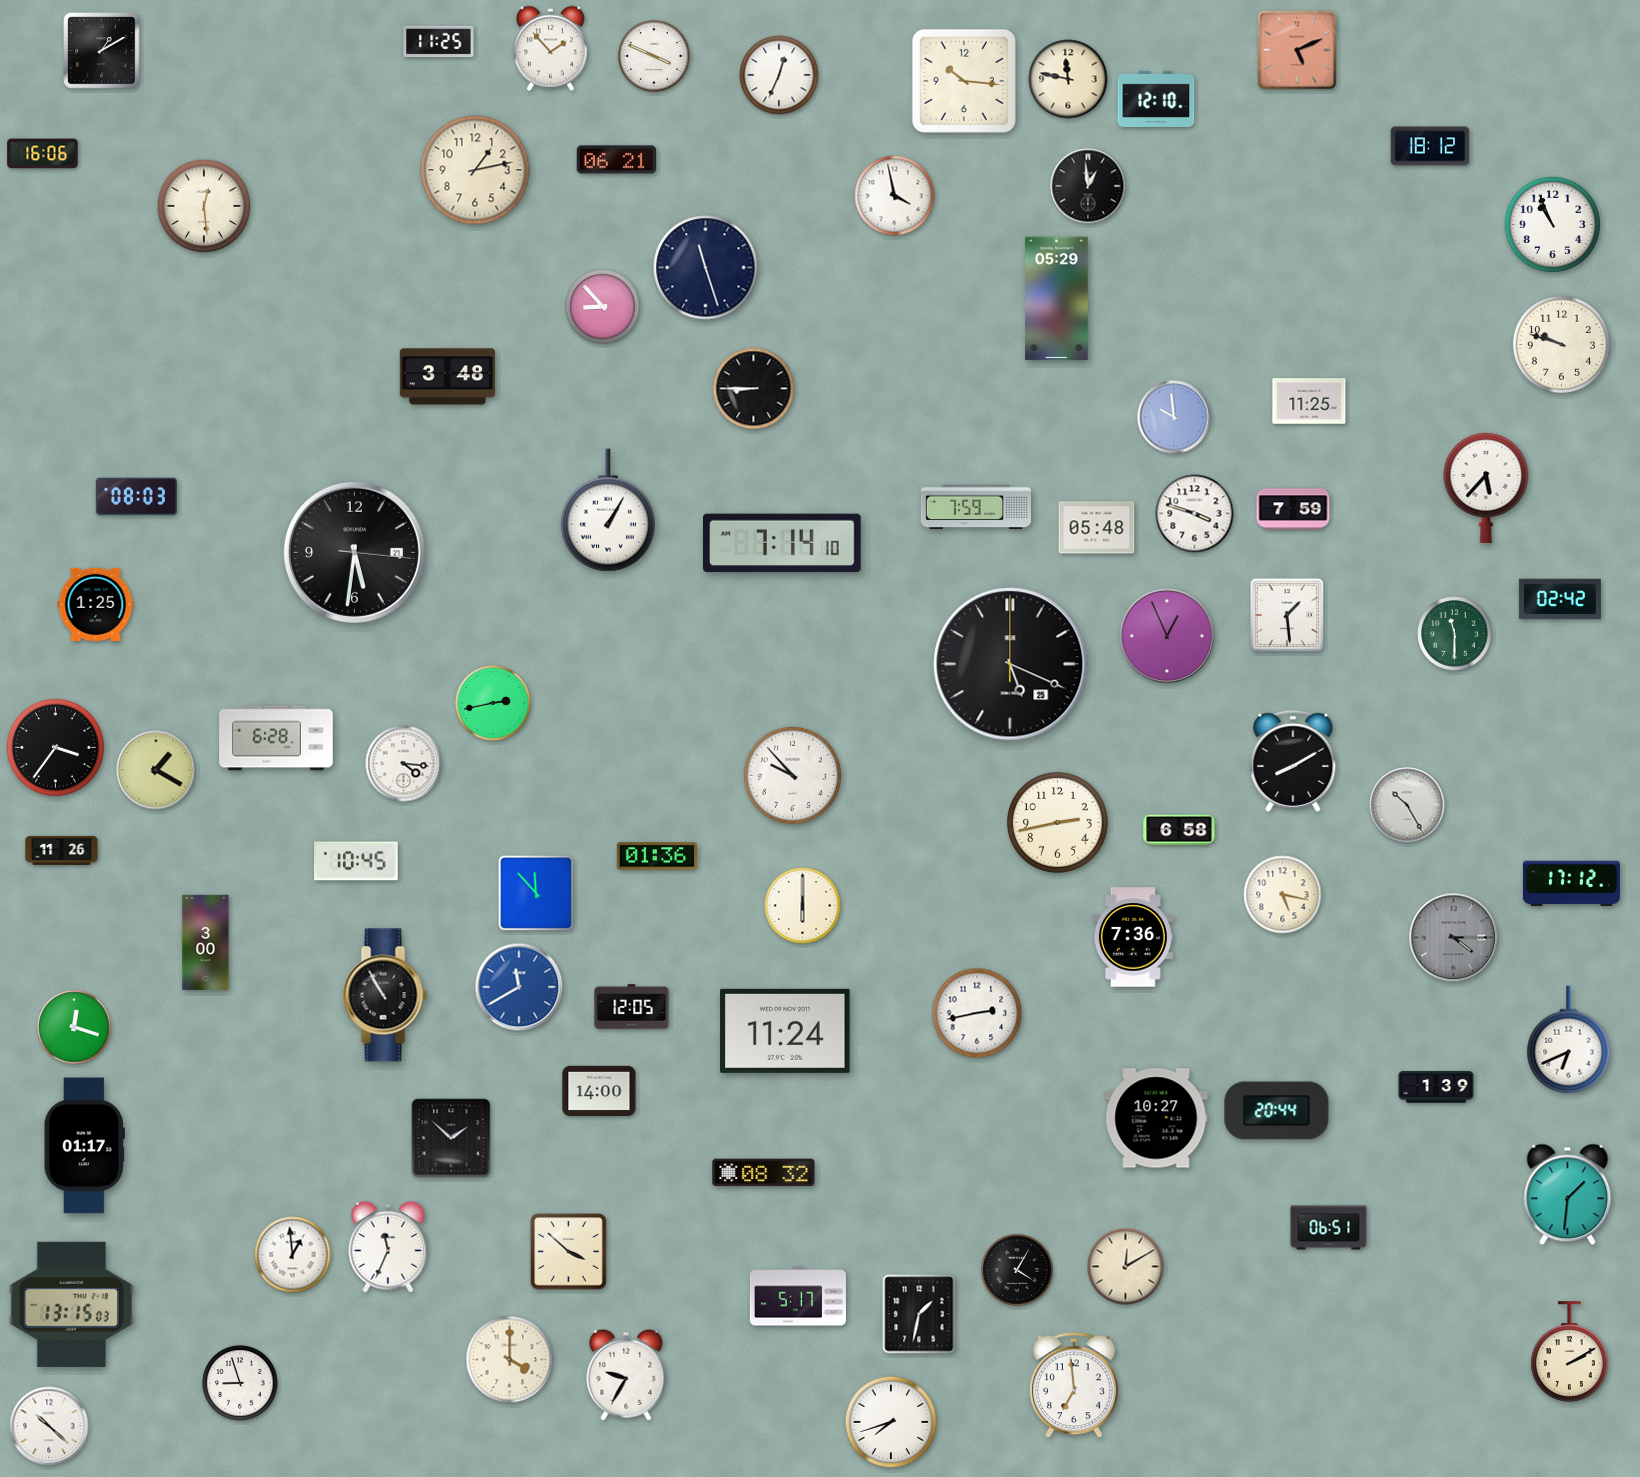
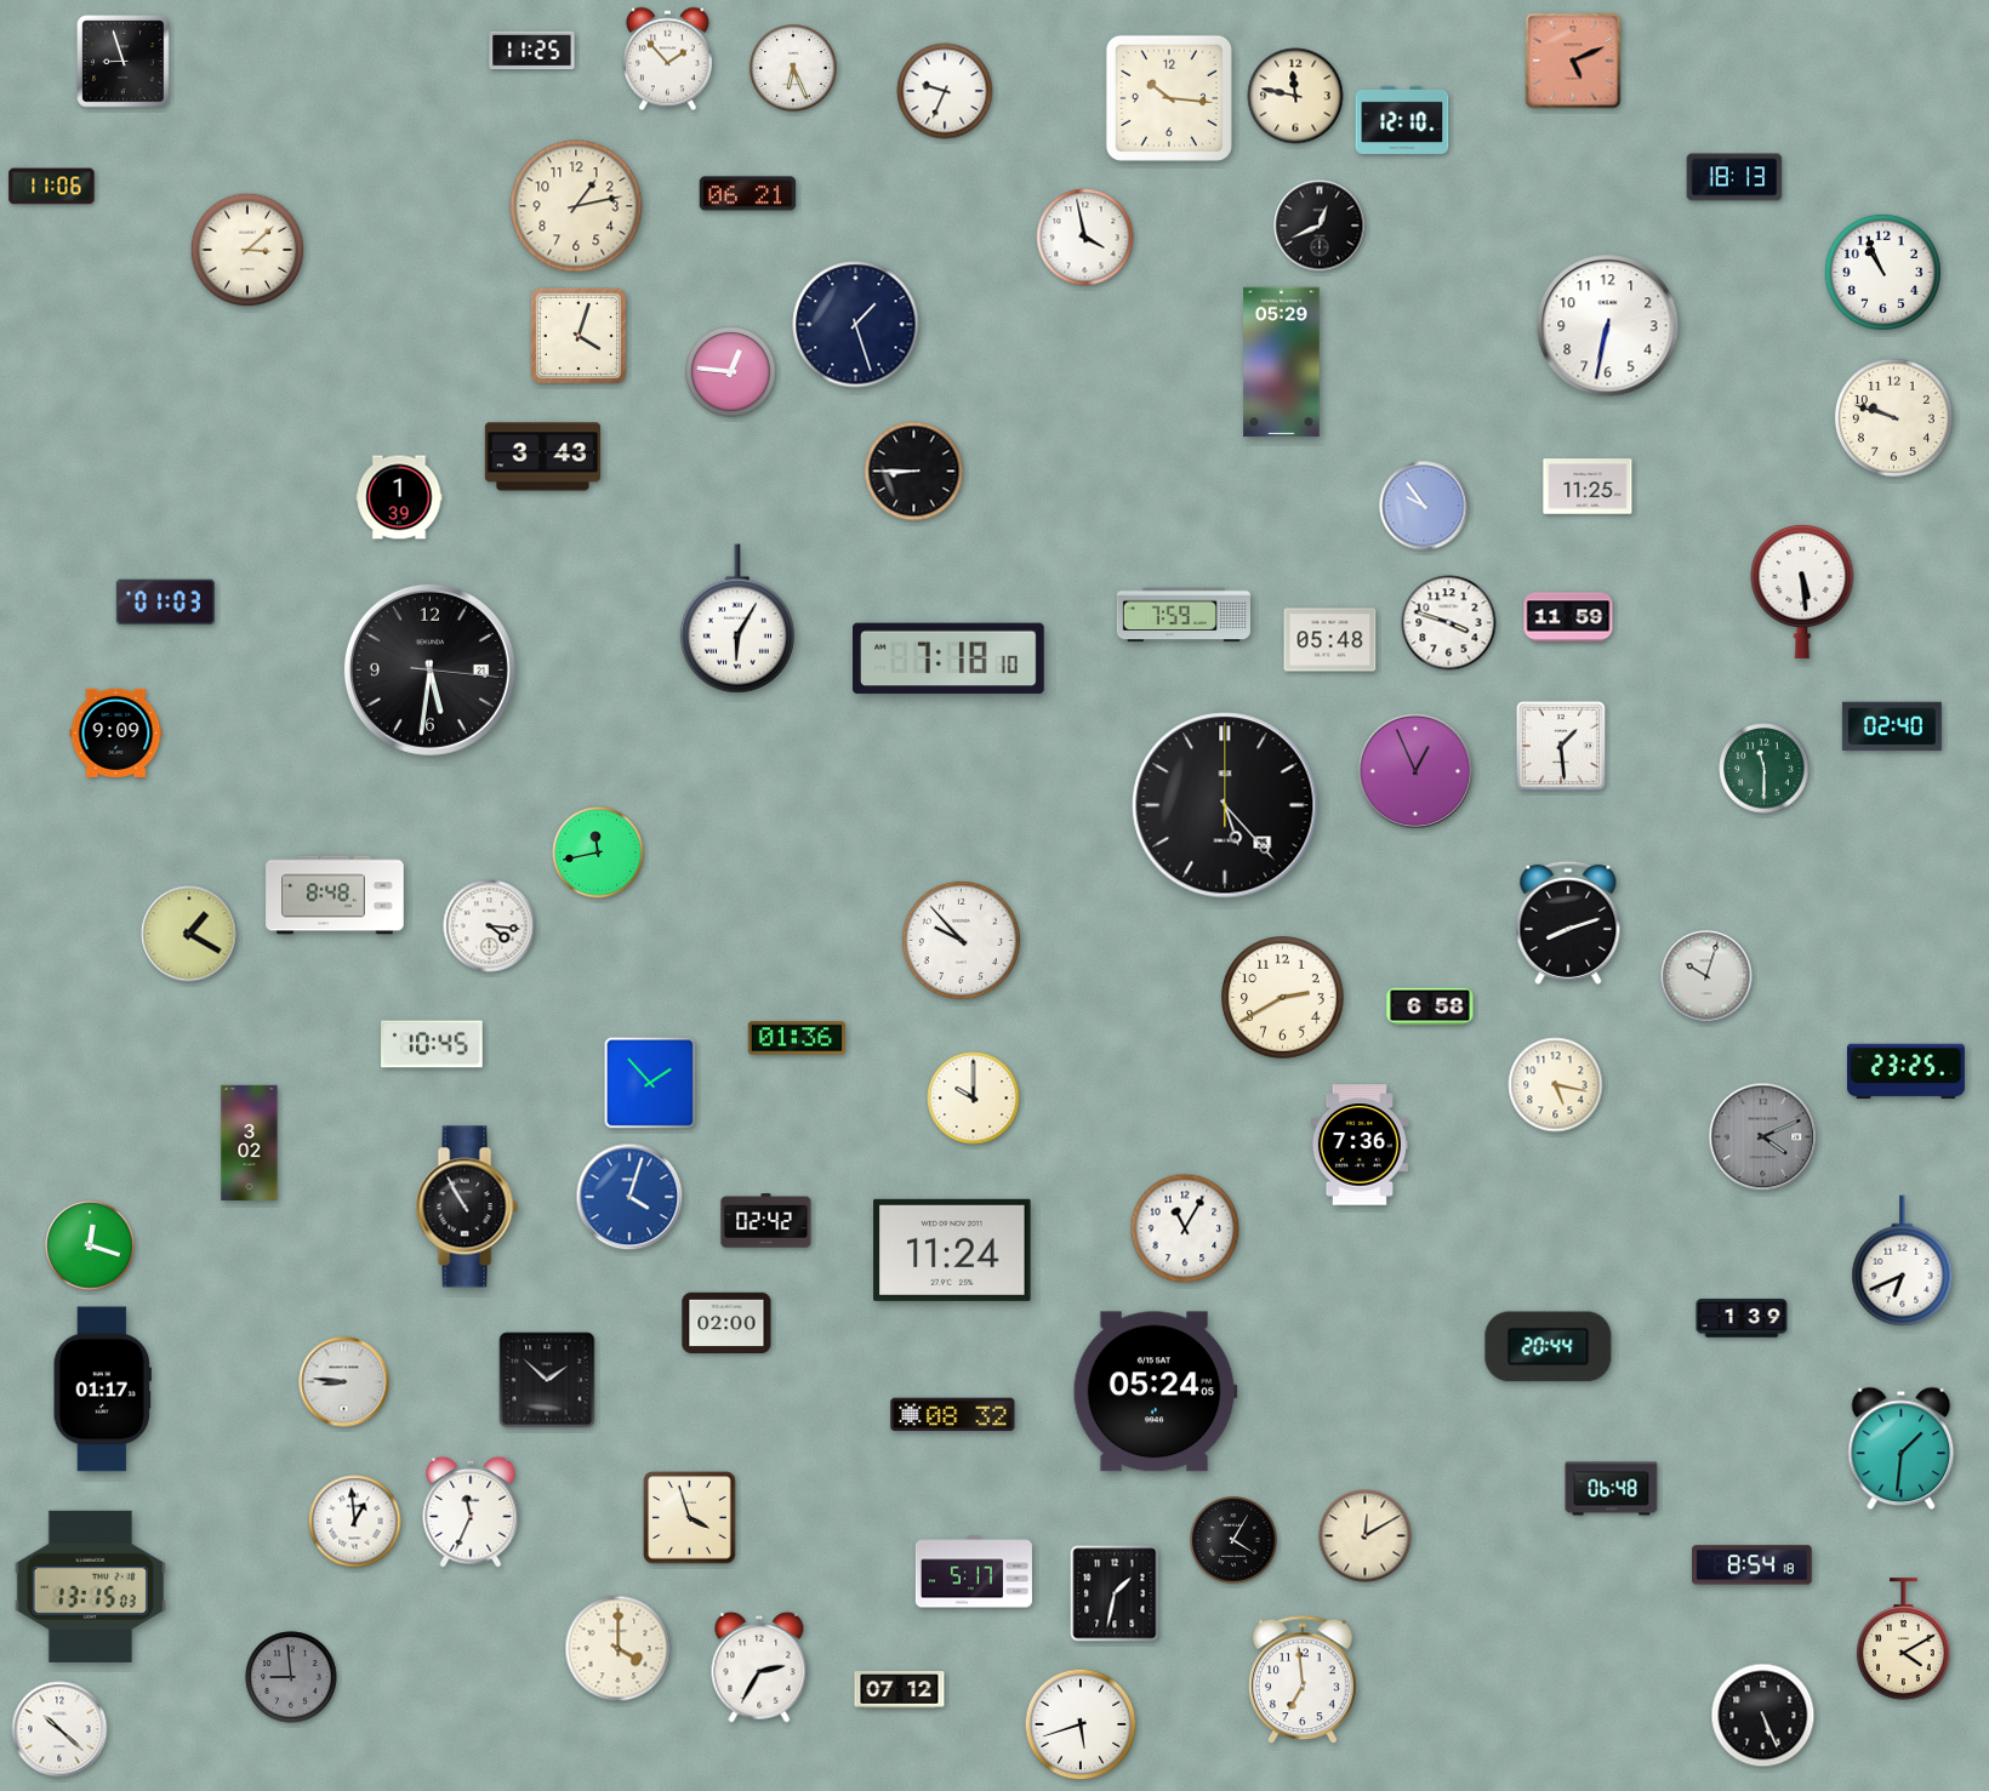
clock at (102, 51): 1:10 -> 8:57
clock at (654, 56): 3:49 -> 6:26
clock at (779, 75): 12:34 -> 9:34
clock at (1430, 146): 18:12 -> 18:13
clock at (43, 154): 16:06 -> 11:06
clock at (1088, 186): 12:59 -> 12:41
clock at (204, 206): 12:29 -> 3:08
clock at (706, 268): 11:27 -> 1:27
clock at (1608, 326): none -> 6:32
clock at (579, 336): none -> 4:03
clock at (603, 307): 8:53 -> 12:46
clock at (447, 377): 3:48 -> 3:43
clock at (399, 497): none -> 1:39
clock at (1174, 417): 9:59 -> 9:54
clock at (1486, 487): 5:37 -> 5:29
clock at (136, 497): 08:03 -> 01:03
clock at (1293, 509): 7:59 -> 11:59
clock at (608, 510): 1:05 -> 6:05
clock at (783, 543): 7:14 -> 7:18
clock at (1560, 599): 02:42 -> 02:40
clock at (96, 604): 1:25 -> 9:09
clock at (1010, 664): 5:19 -> 5:23
clock at (493, 703): 2:43 -> 11:43
clock at (276, 738): 6:28 -> 8:48
clock at (55, 747): 3:36 -> none
clock at (1293, 761): 8:10 -> 8:12
clock at (1407, 805): 10:25 -> 10:03
clock at (1058, 823): 2:43 -> 2:40
clock at (62, 850): 11:26 -> none
clock at (1571, 884): 17:12 -> 23:25
clock at (536, 893): 11:53 -> 1:53
clock at (803, 906): 6:00 -> 10:00
clock at (1133, 937) position: (1133, 937) -> (1360, 1145)
clock at (1454, 938): 4:15 -> 4:11
clock at (206, 942): 3:00 -> 3:02
clock at (519, 987): 11:40 -> 4:03
clock at (632, 1007): 12:05 -> 02:42
clock at (977, 1013): 2:43 -> 11:05
clock at (599, 1091): 14:00 -> 02:00
clock at (1156, 1118): 10:27 -> none
clock at (344, 1382): none -> 8:46
clock at (1155, 1392): none -> 05:24
clock at (764, 1173) position: (764, 1173) -> (953, 1415)
clock at (1329, 1228): 06:51 -> 06:48
clock at (569, 1252): 3:52 -> 3:57
clock at (1753, 1565): none -> 8:54
clock at (798, 1296) position: (798, 1296) -> (974, 1572)
clock at (71, 1304) position: (71, 1304) -> (90, 1586)
clock at (1570, 1352): 2:10 -> 4:10
clock at (626, 1375): 9:35 -> 2:35
clock at (240, 1383): 8:57 -> 8:59
clock at (240, 1383) dial: white -> grey
clock at (900, 1690): none -> 07:12
clock at (1763, 1716): none -> 5:26
clock at (891, 1422): 7:42 -> 5:42
